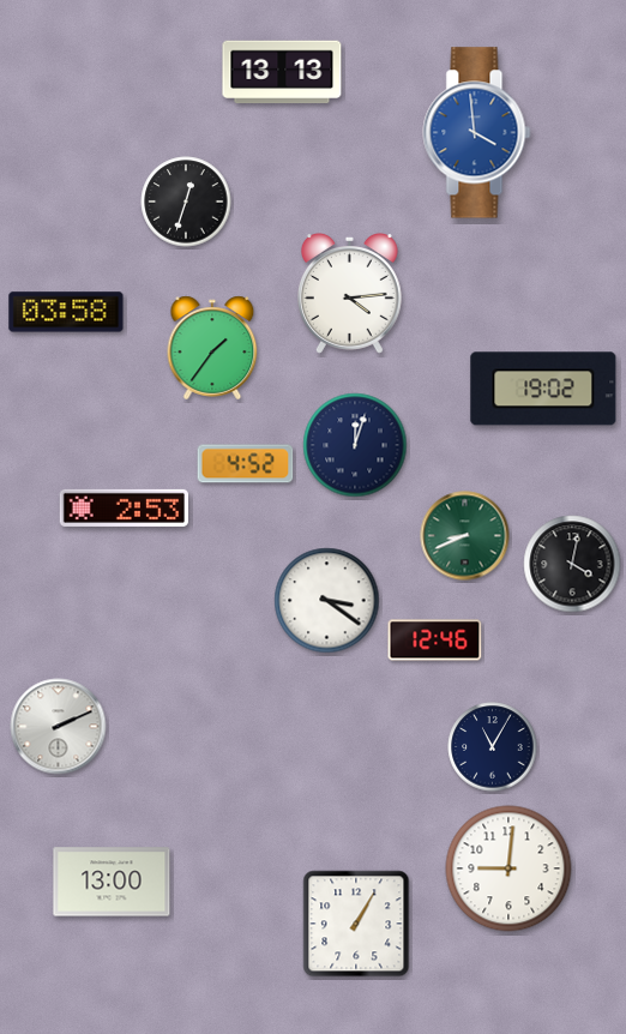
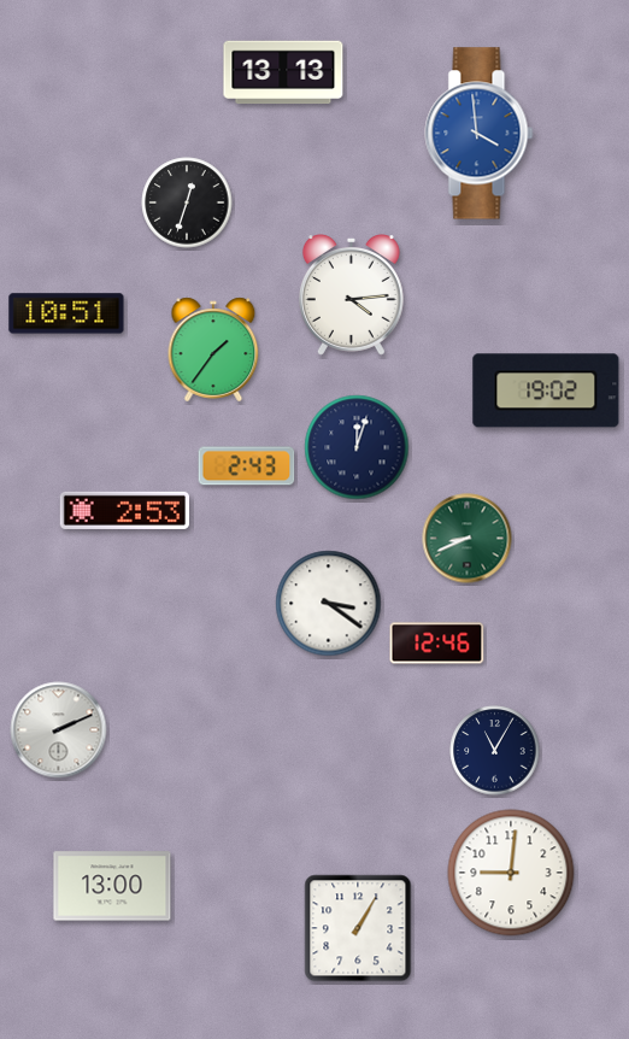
clock at (66, 312): 03:58 -> 10:51
clock at (246, 464): 4:52 -> 2:43
clock at (572, 564): 4:02 -> none
